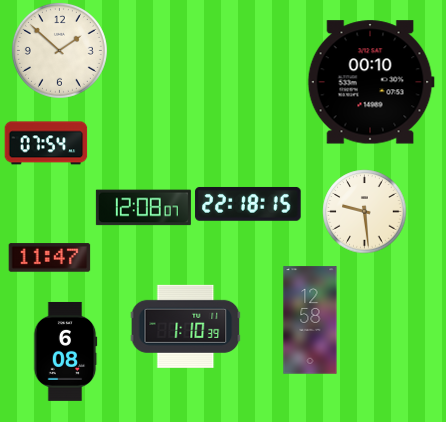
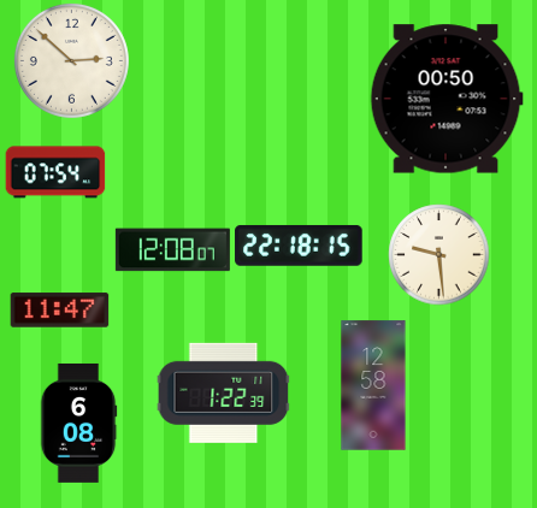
clock at (59, 50): 1:52 -> 2:52
clock at (371, 82): 00:10 -> 00:50
clock at (185, 326): 1:10 -> 1:22
